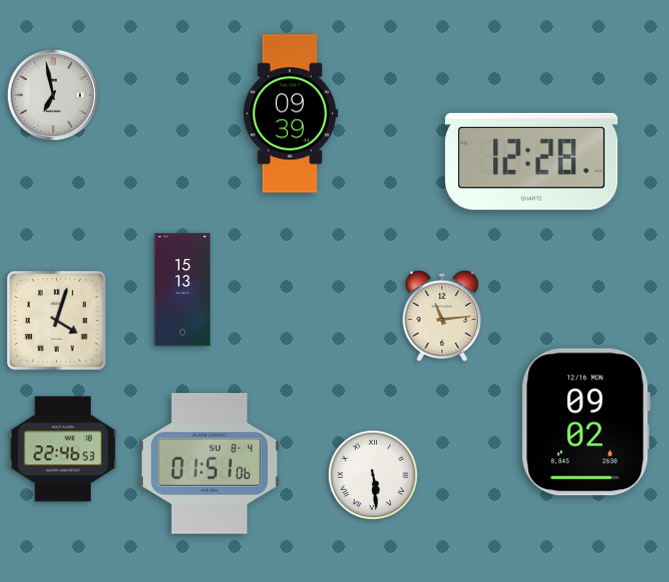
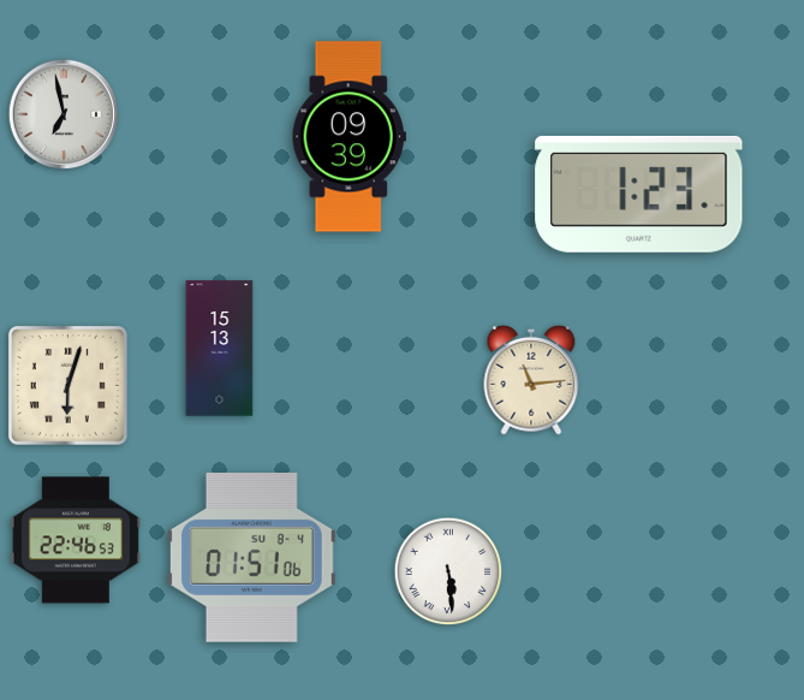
clock at (532, 161): 12:28 -> 1:23
clock at (56, 320): 4:03 -> 6:03
clock at (586, 422): 09:02 -> none
